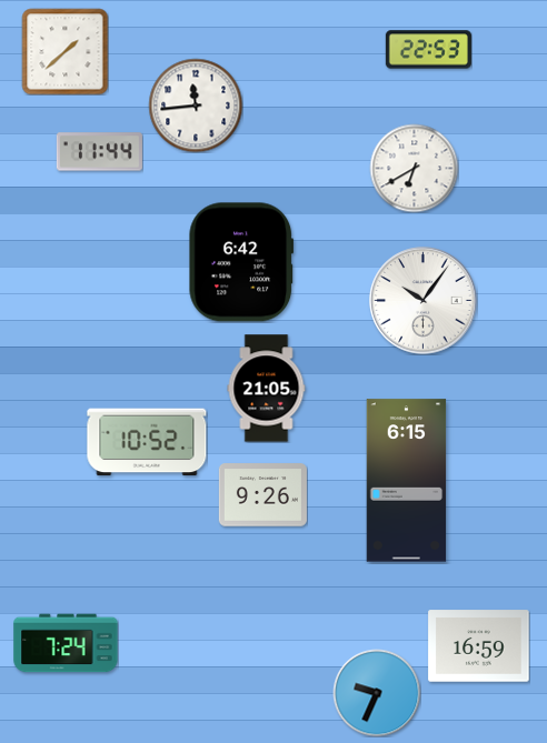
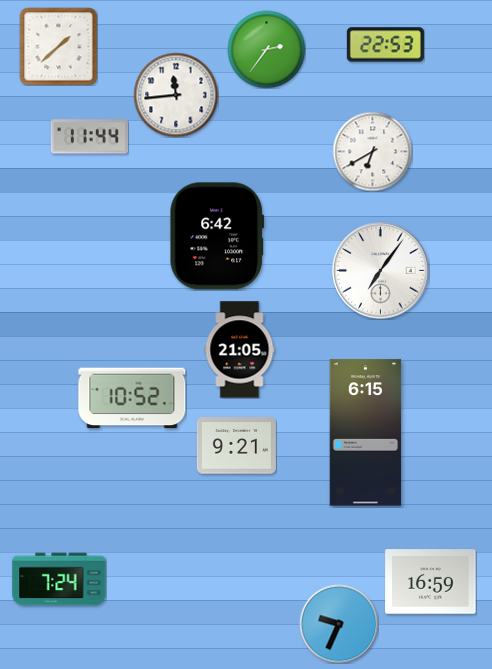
clock at (266, 49): none -> 2:36
clock at (424, 301): 10:06 -> 7:06
clock at (262, 495): 9:26 -> 9:21
